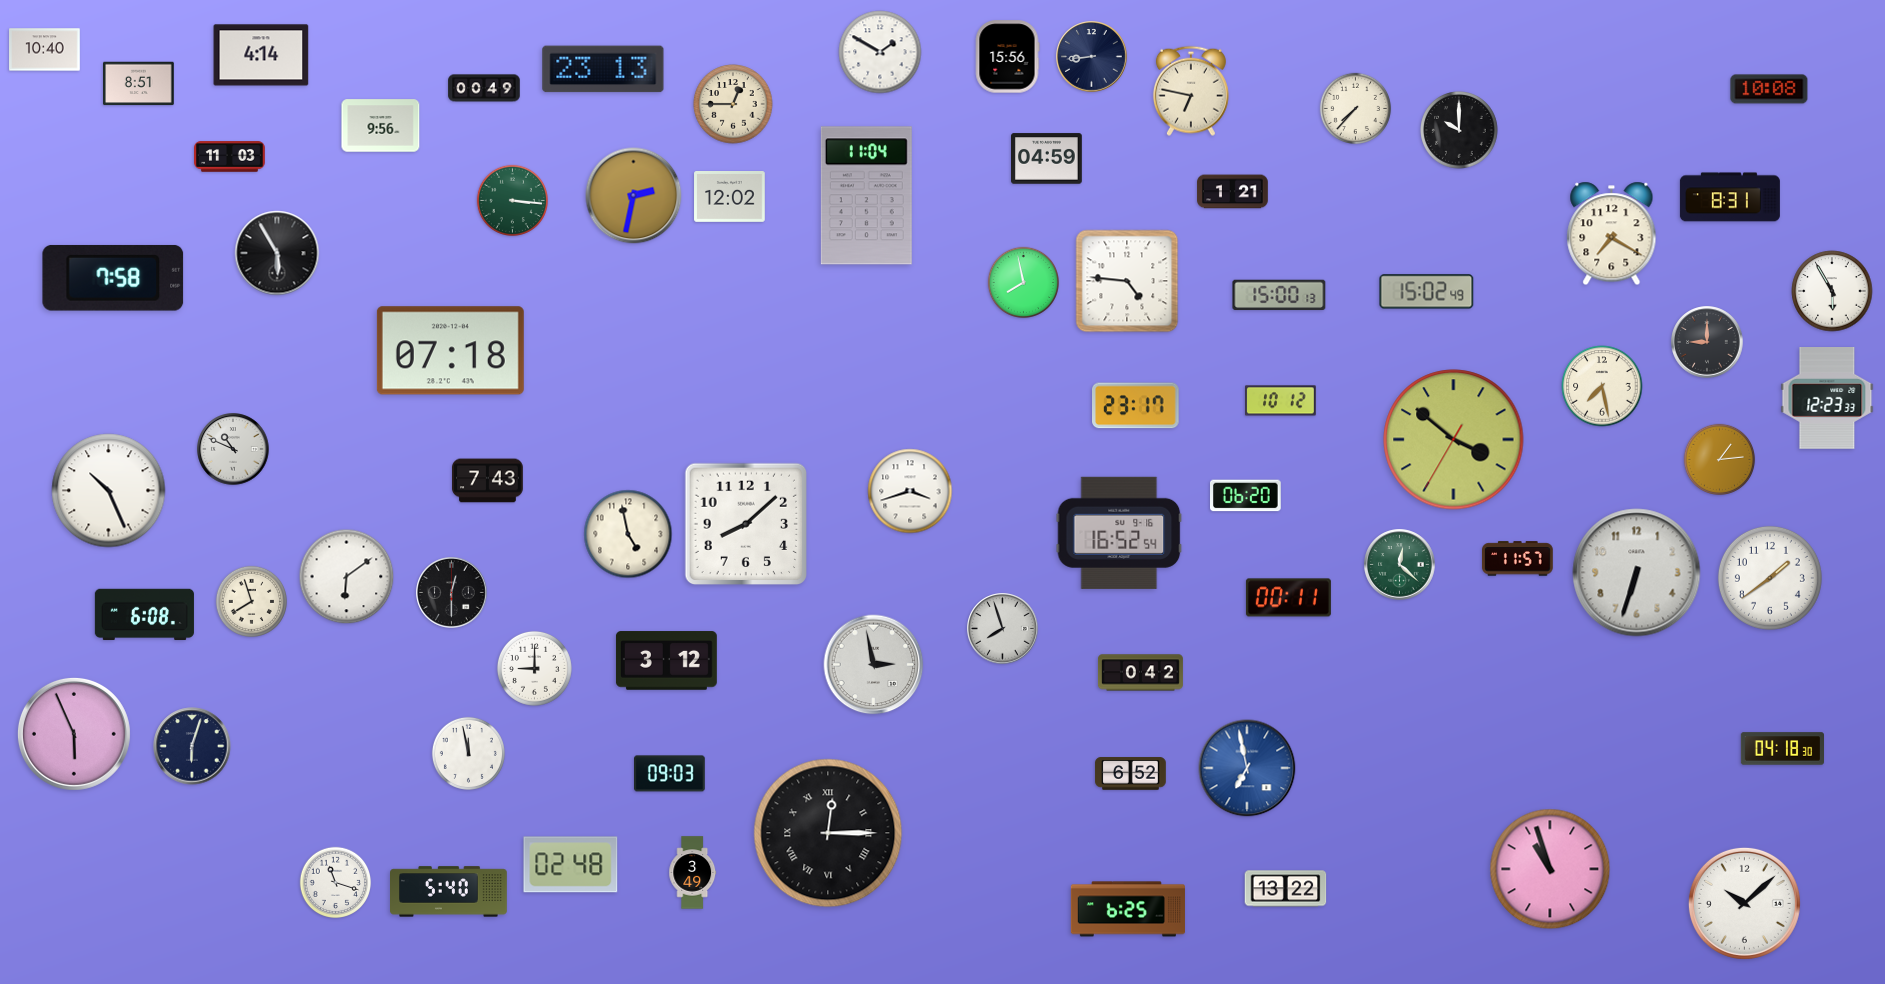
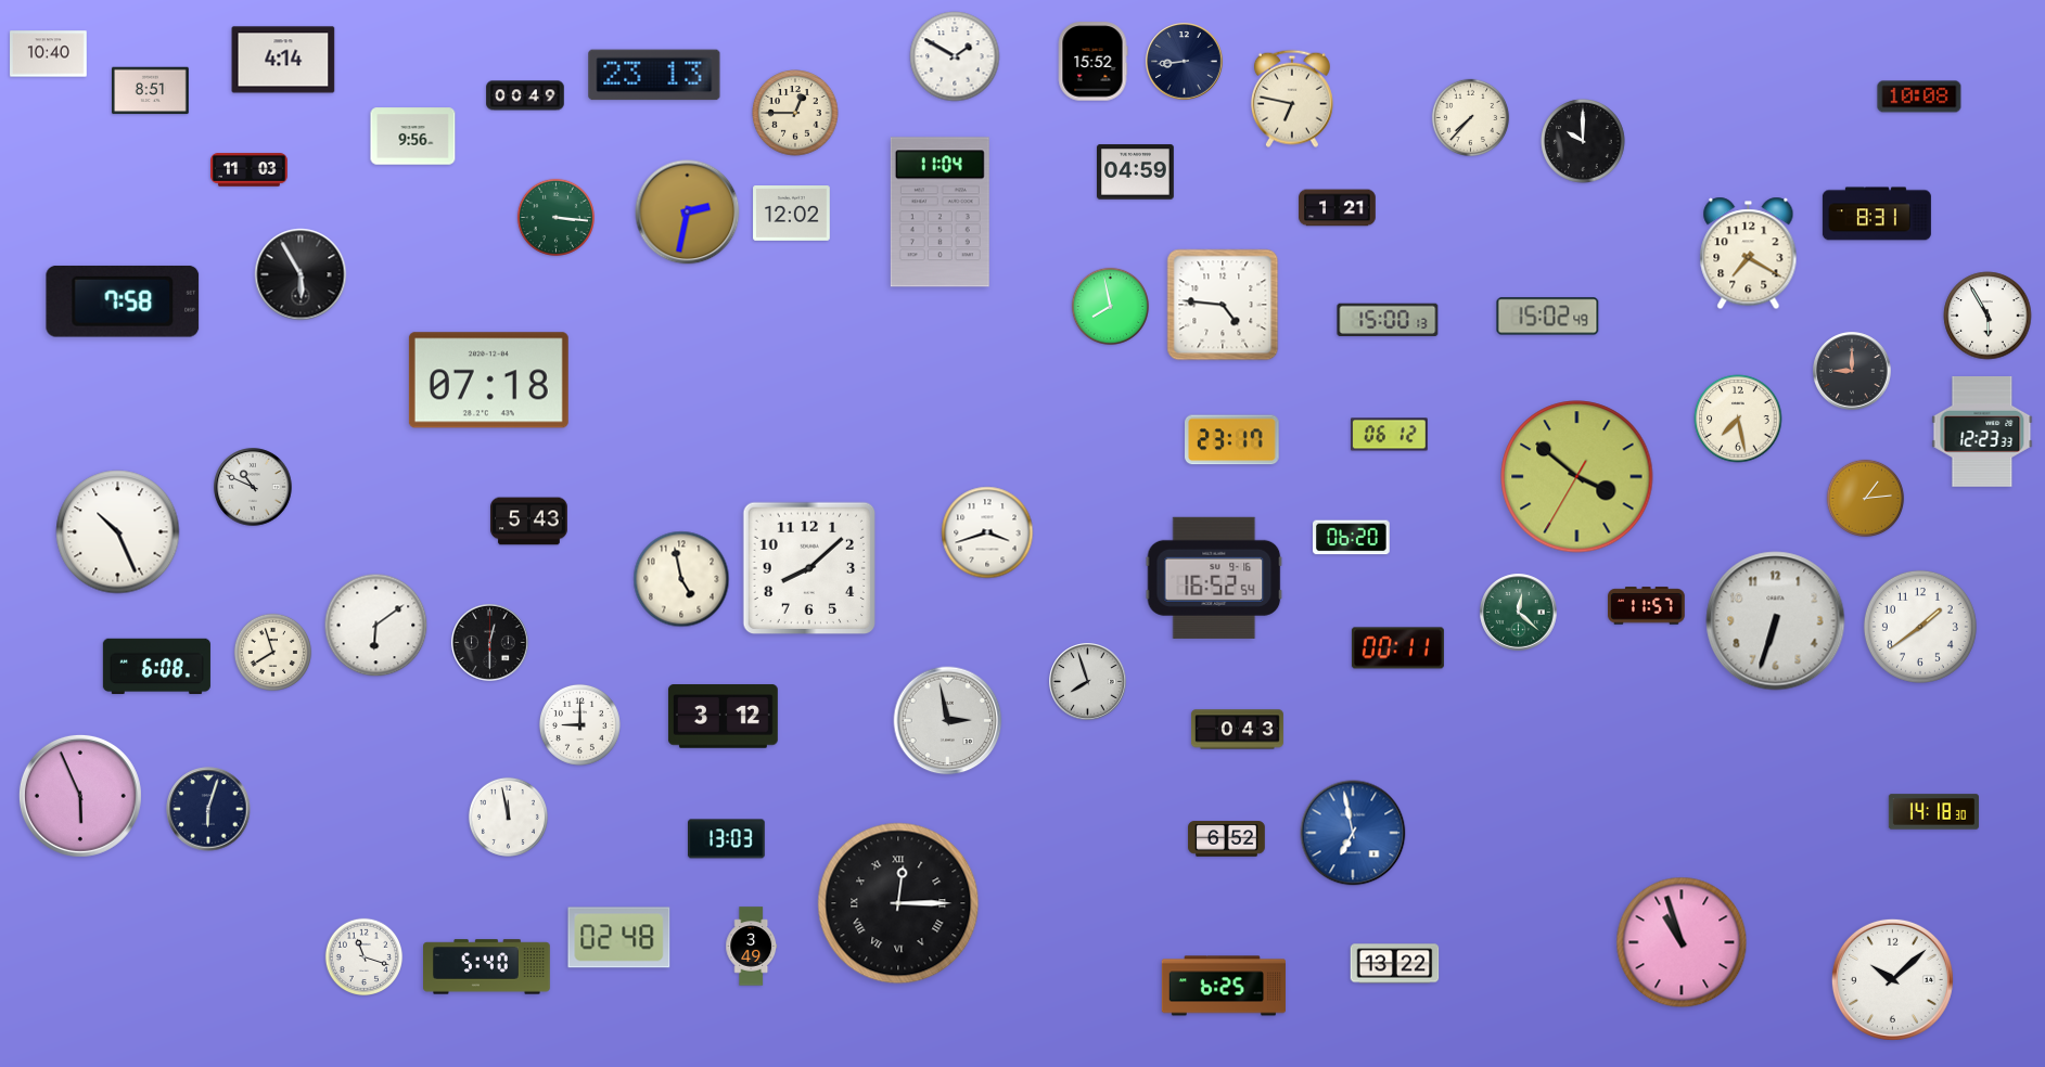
clock at (1007, 57): 15:56 -> 15:52
clock at (1281, 401): 10:12 -> 06:12
clock at (488, 481): 7:43 -> 5:43
clock at (1140, 673): 0:42 -> 0:43
clock at (1782, 749): 04:18 -> 14:18
clock at (670, 774): 09:03 -> 13:03
